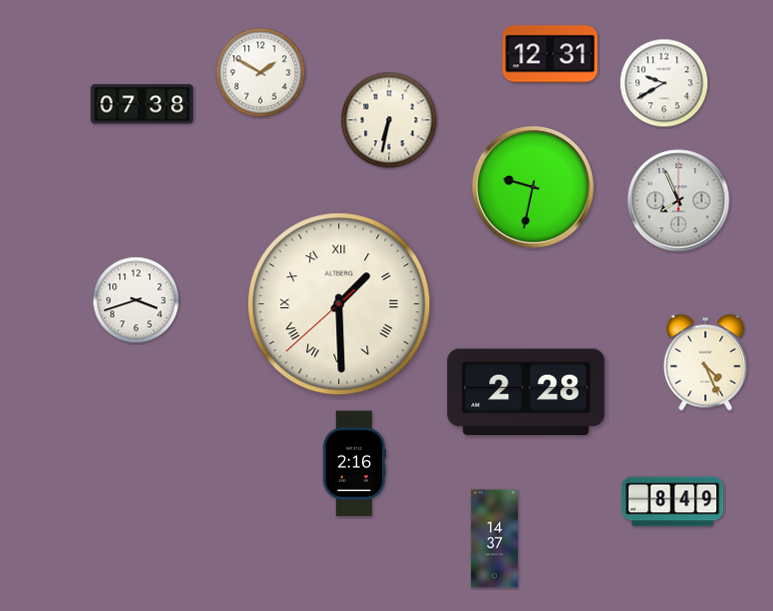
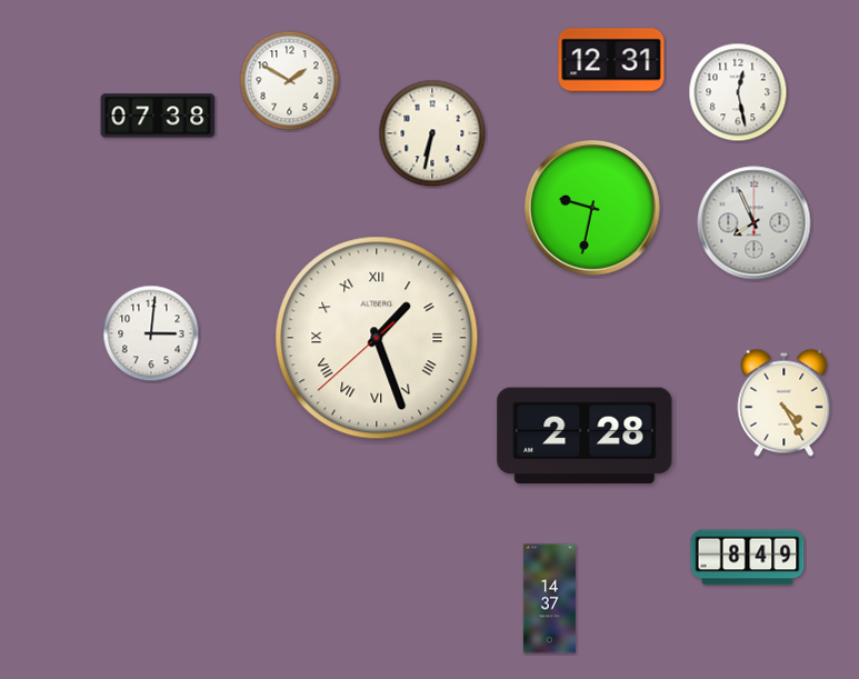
clock at (664, 83): 9:40 -> 12:28
clock at (136, 300): 3:42 -> 3:01
clock at (339, 304): 1:29 -> 1:26
clock at (706, 362): 4:26 -> 4:25
clock at (354, 464): 2:16 -> none
